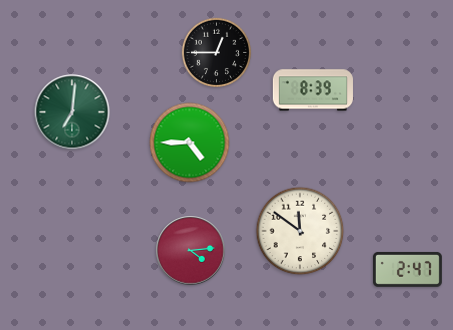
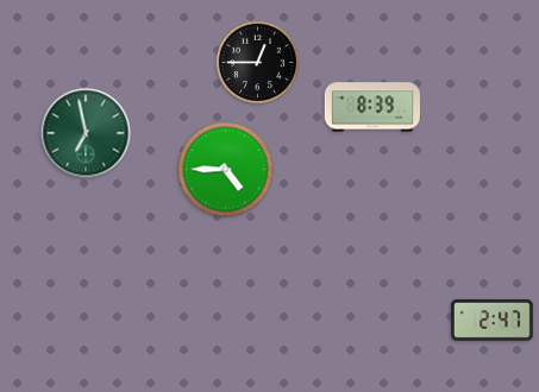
clock at (72, 112): 7:01 -> 6:58
clock at (300, 231): 11:51 -> none
clock at (191, 251): 4:14 -> none
clock at (407, 269) position: (407, 269) -> (491, 320)
